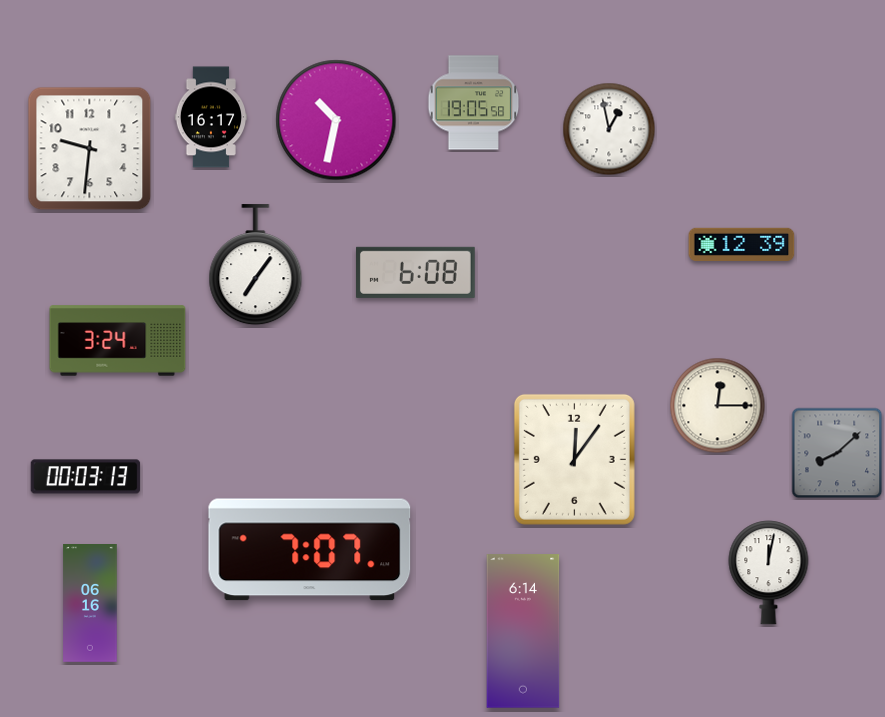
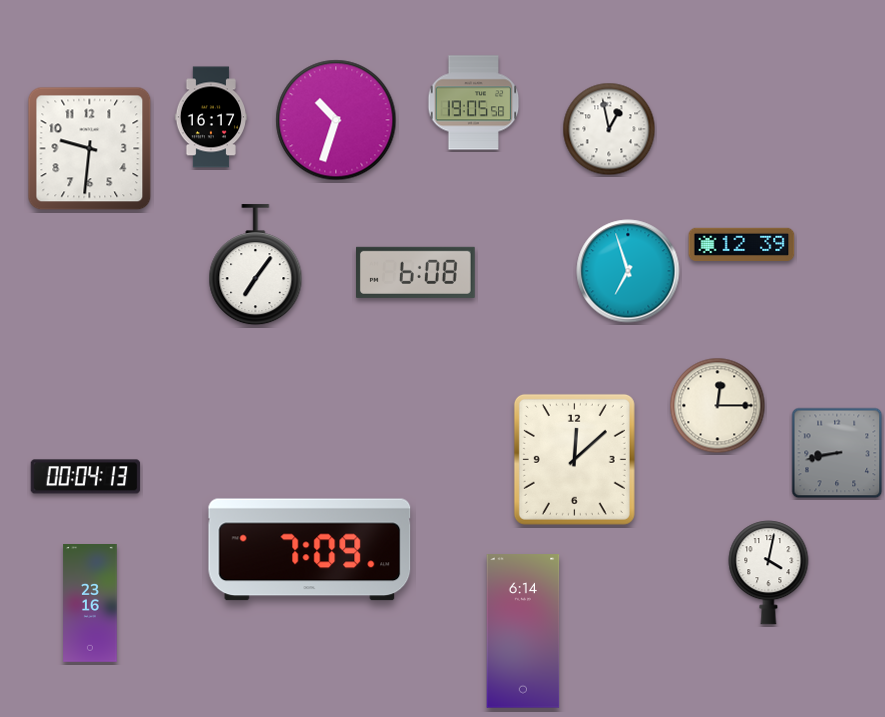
clock at (336, 120): 10:32 -> 10:33
clock at (628, 271): none -> 6:57
clock at (118, 341): 3:24 -> none
clock at (837, 453): 8:08 -> 8:43
clock at (574, 459): 12:06 -> 12:08
clock at (86, 477): 00:03 -> 00:04
clock at (310, 550): 7:07 -> 7:09
clock at (769, 573): 12:02 -> 4:02
clock at (90, 604): 06:16 -> 23:16
